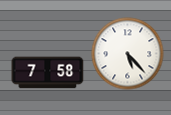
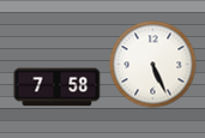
clock at (128, 54): 5:23 -> 5:26
